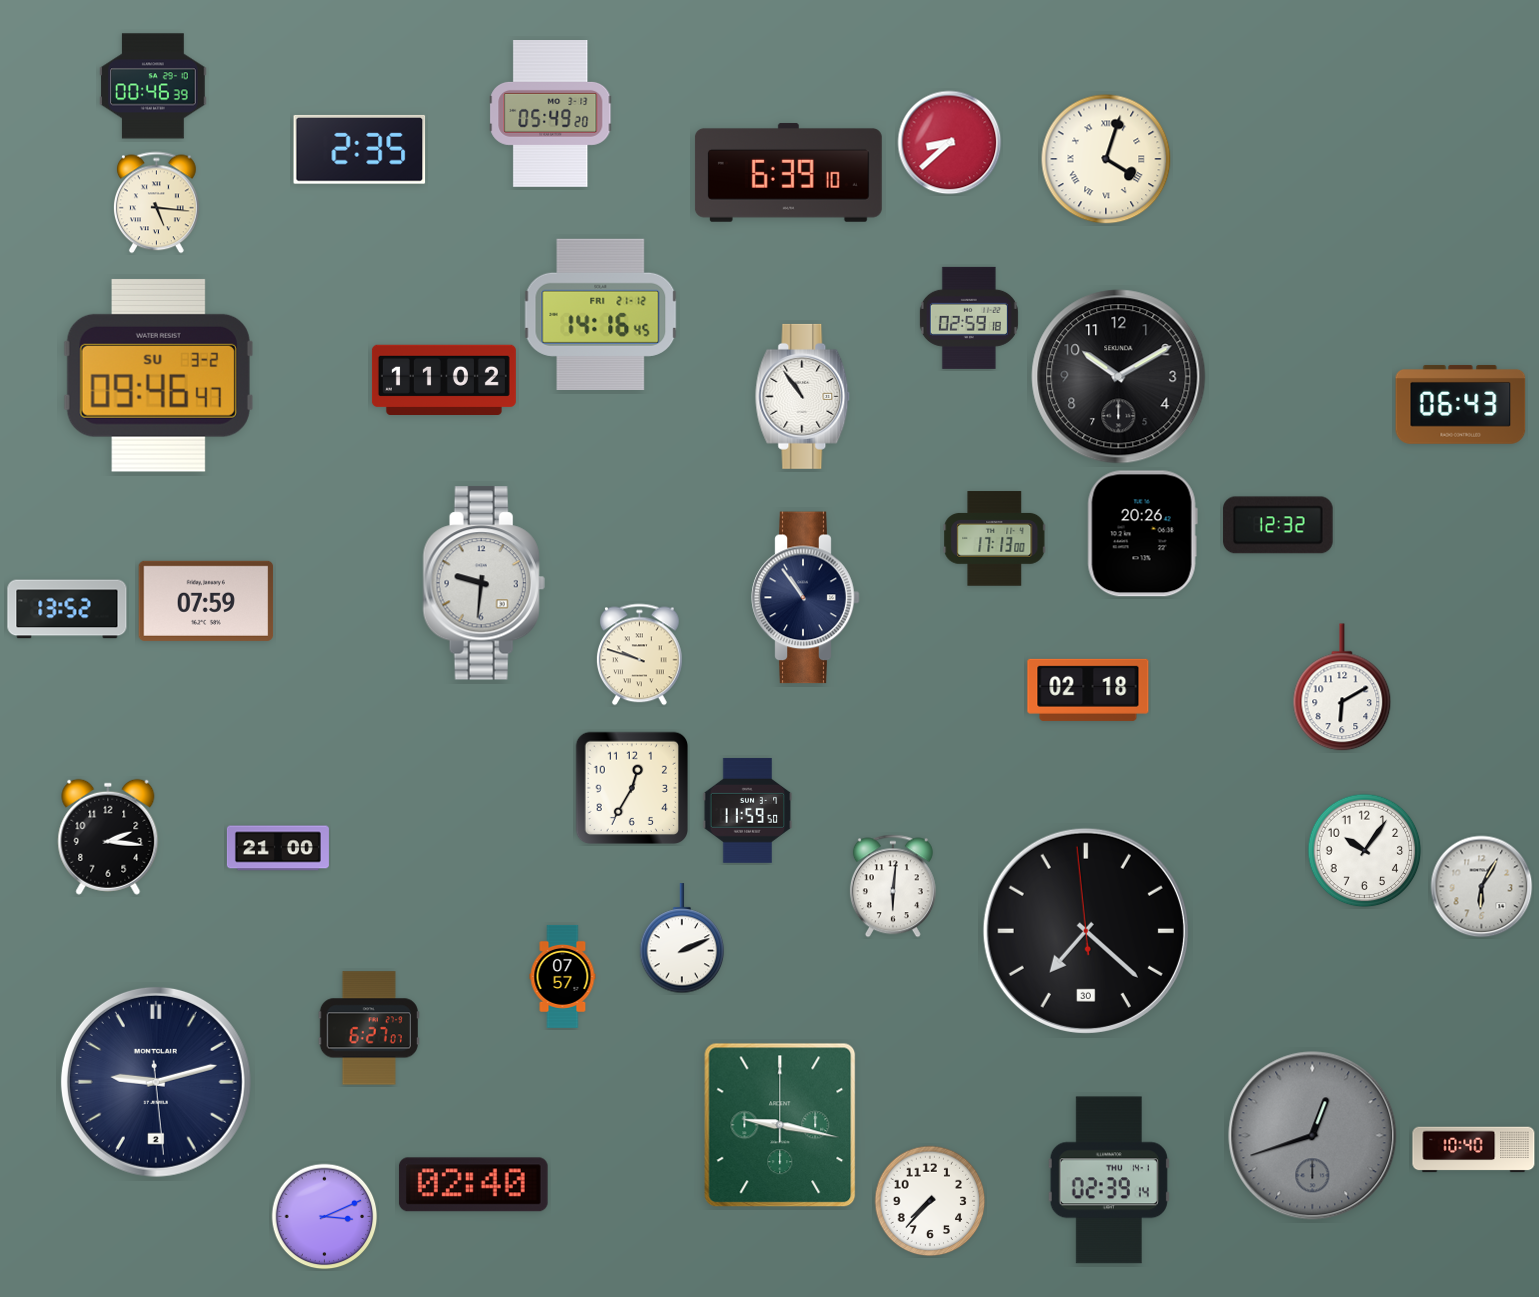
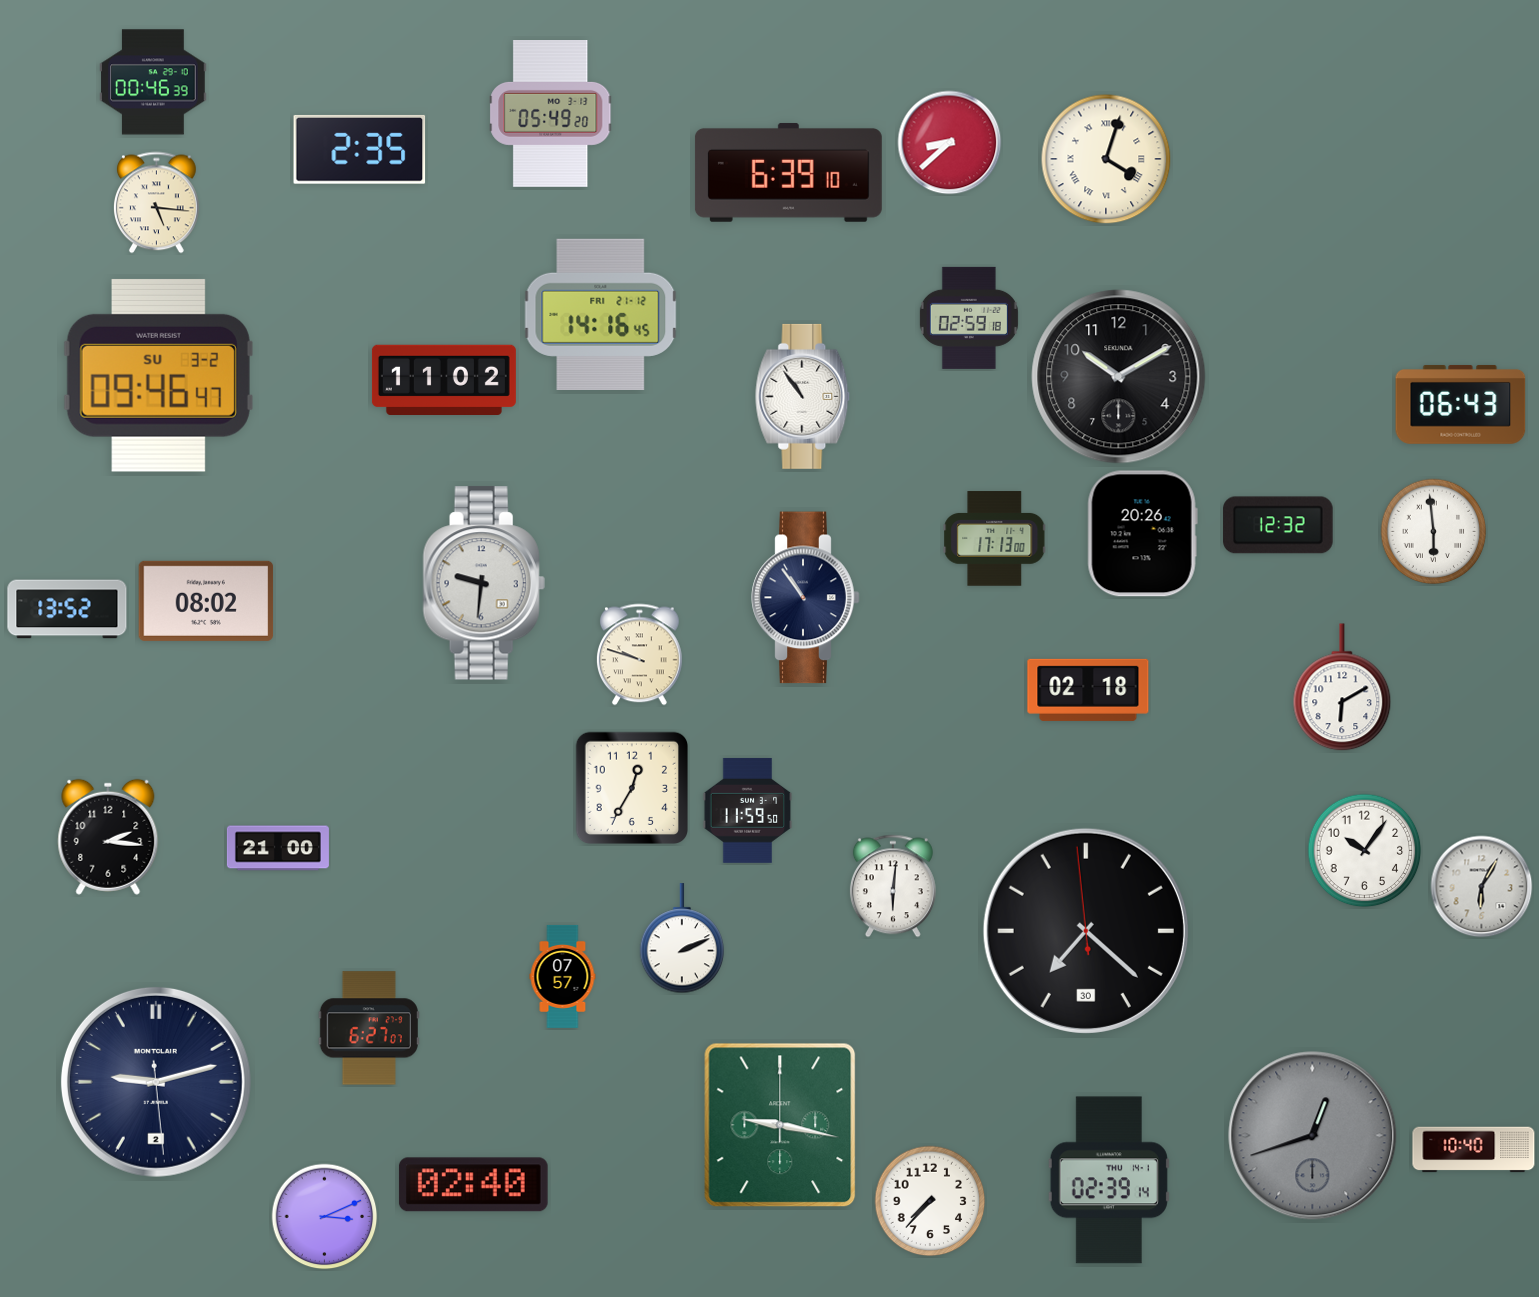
clock at (153, 86) position: (153, 86) -> (153, 82)
clock at (1434, 532): none -> 5:59
clock at (206, 601): 07:59 -> 08:02
